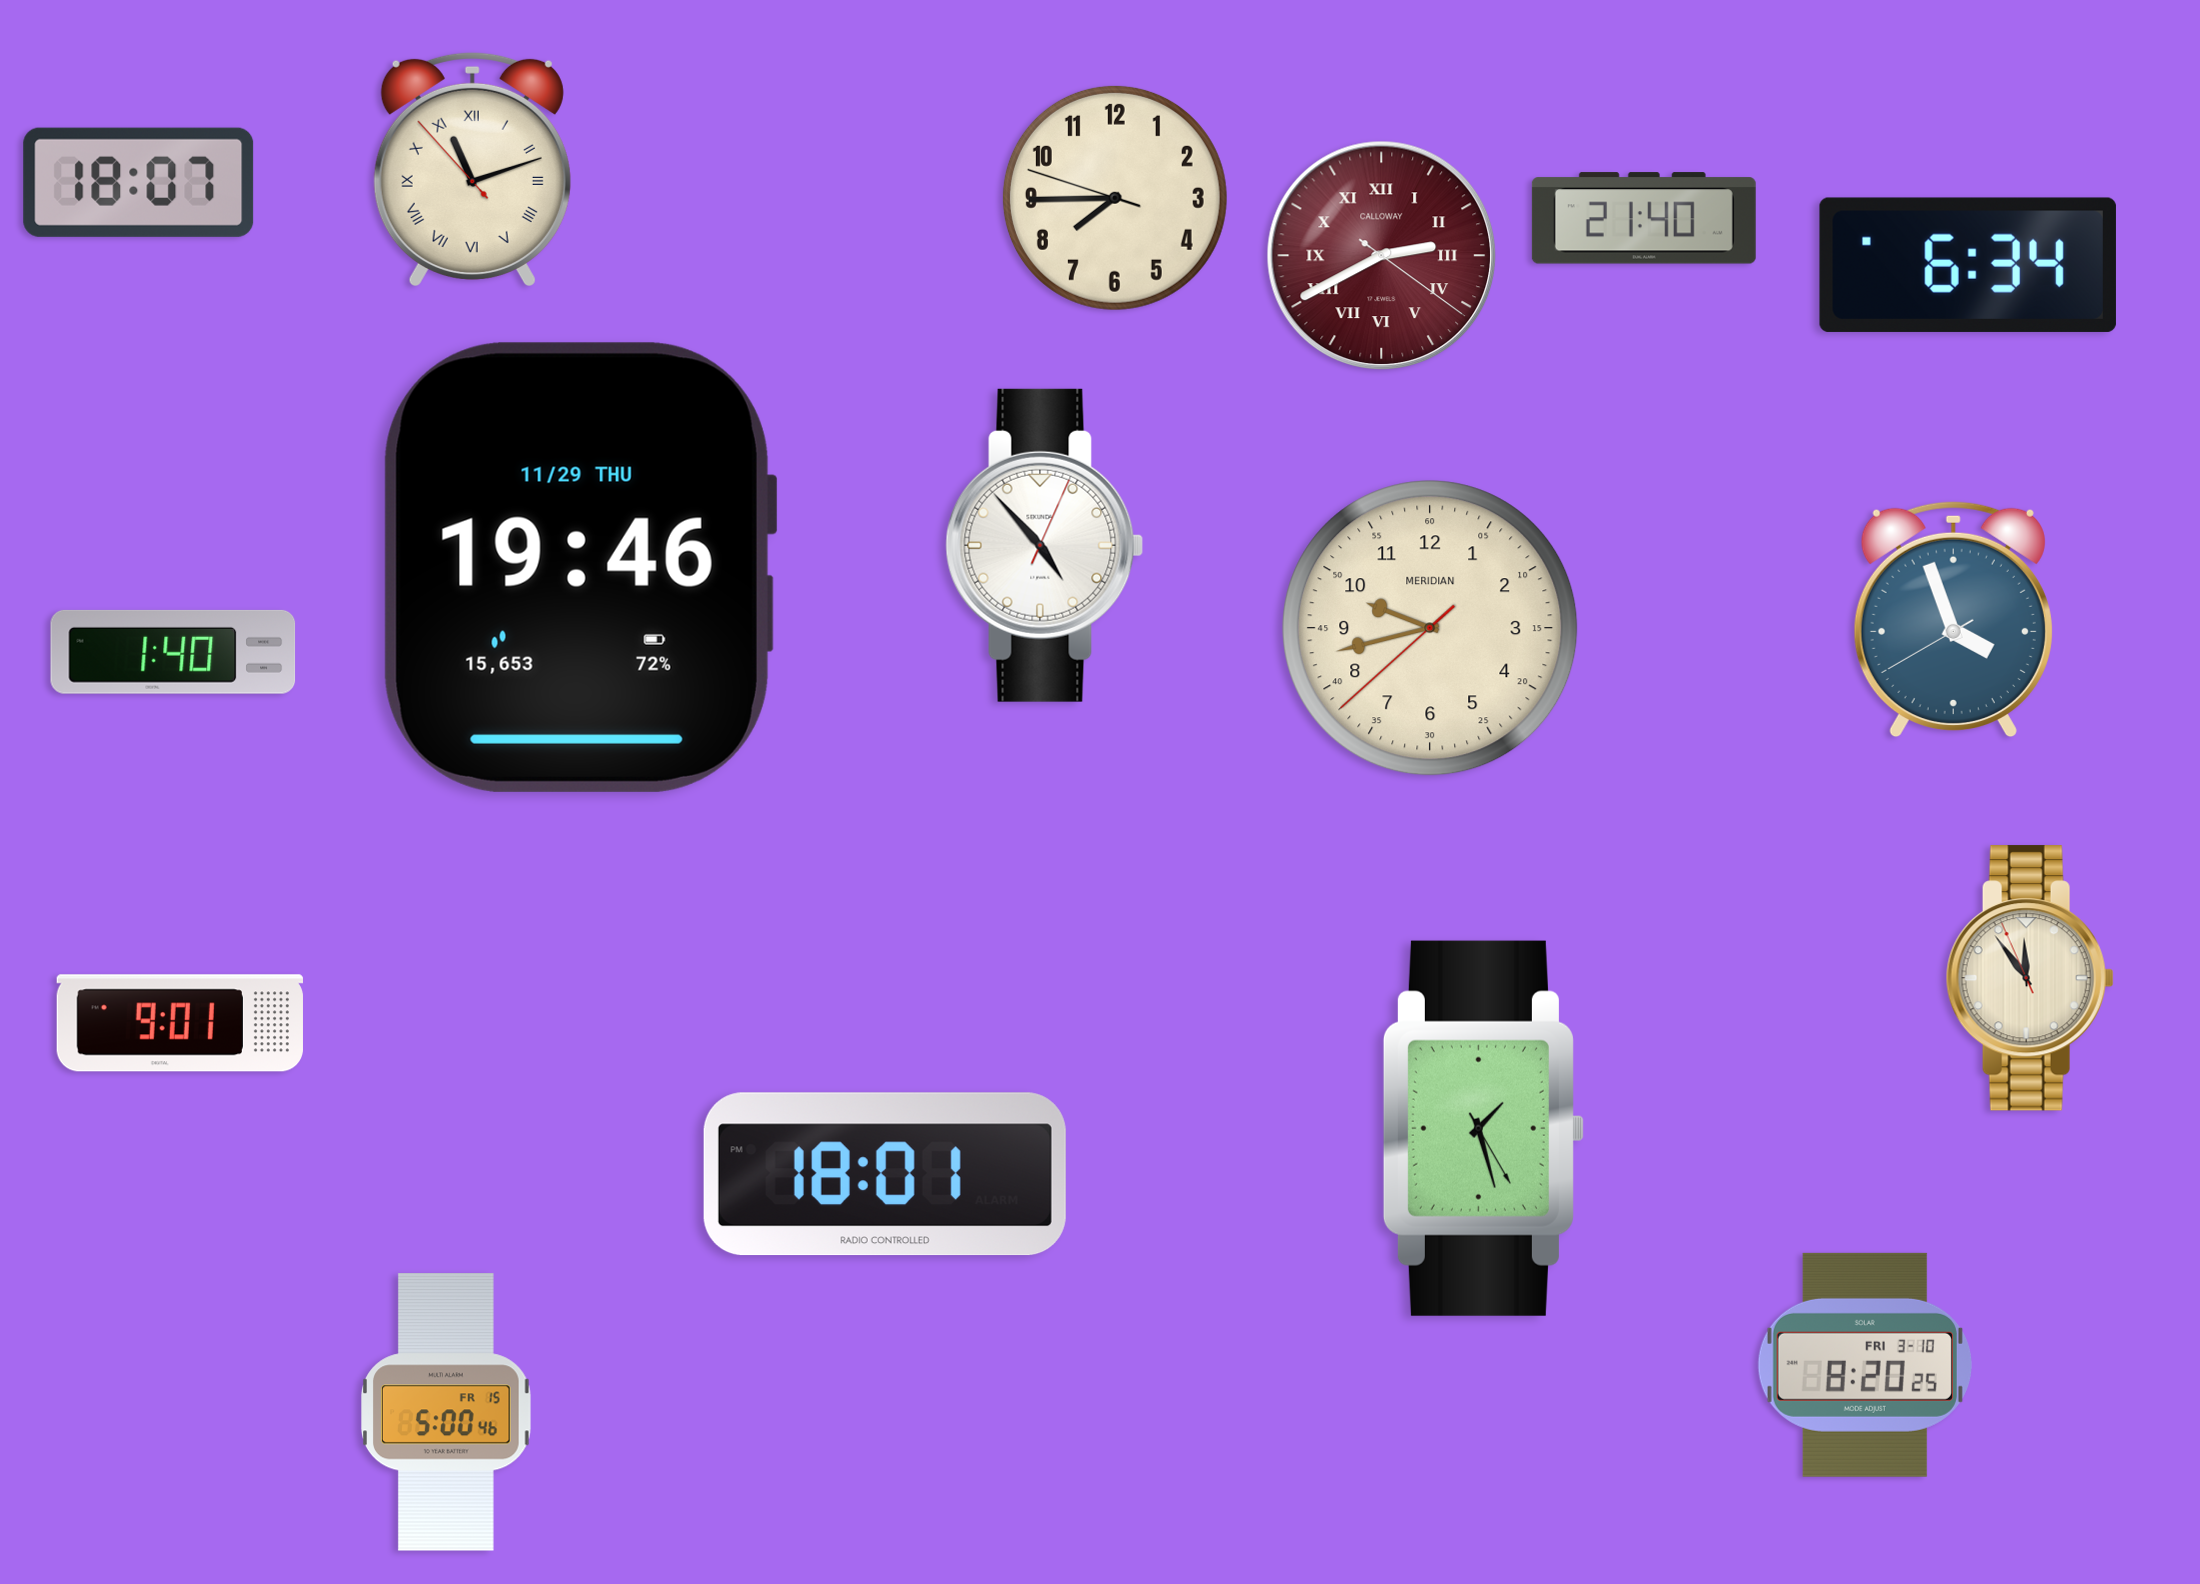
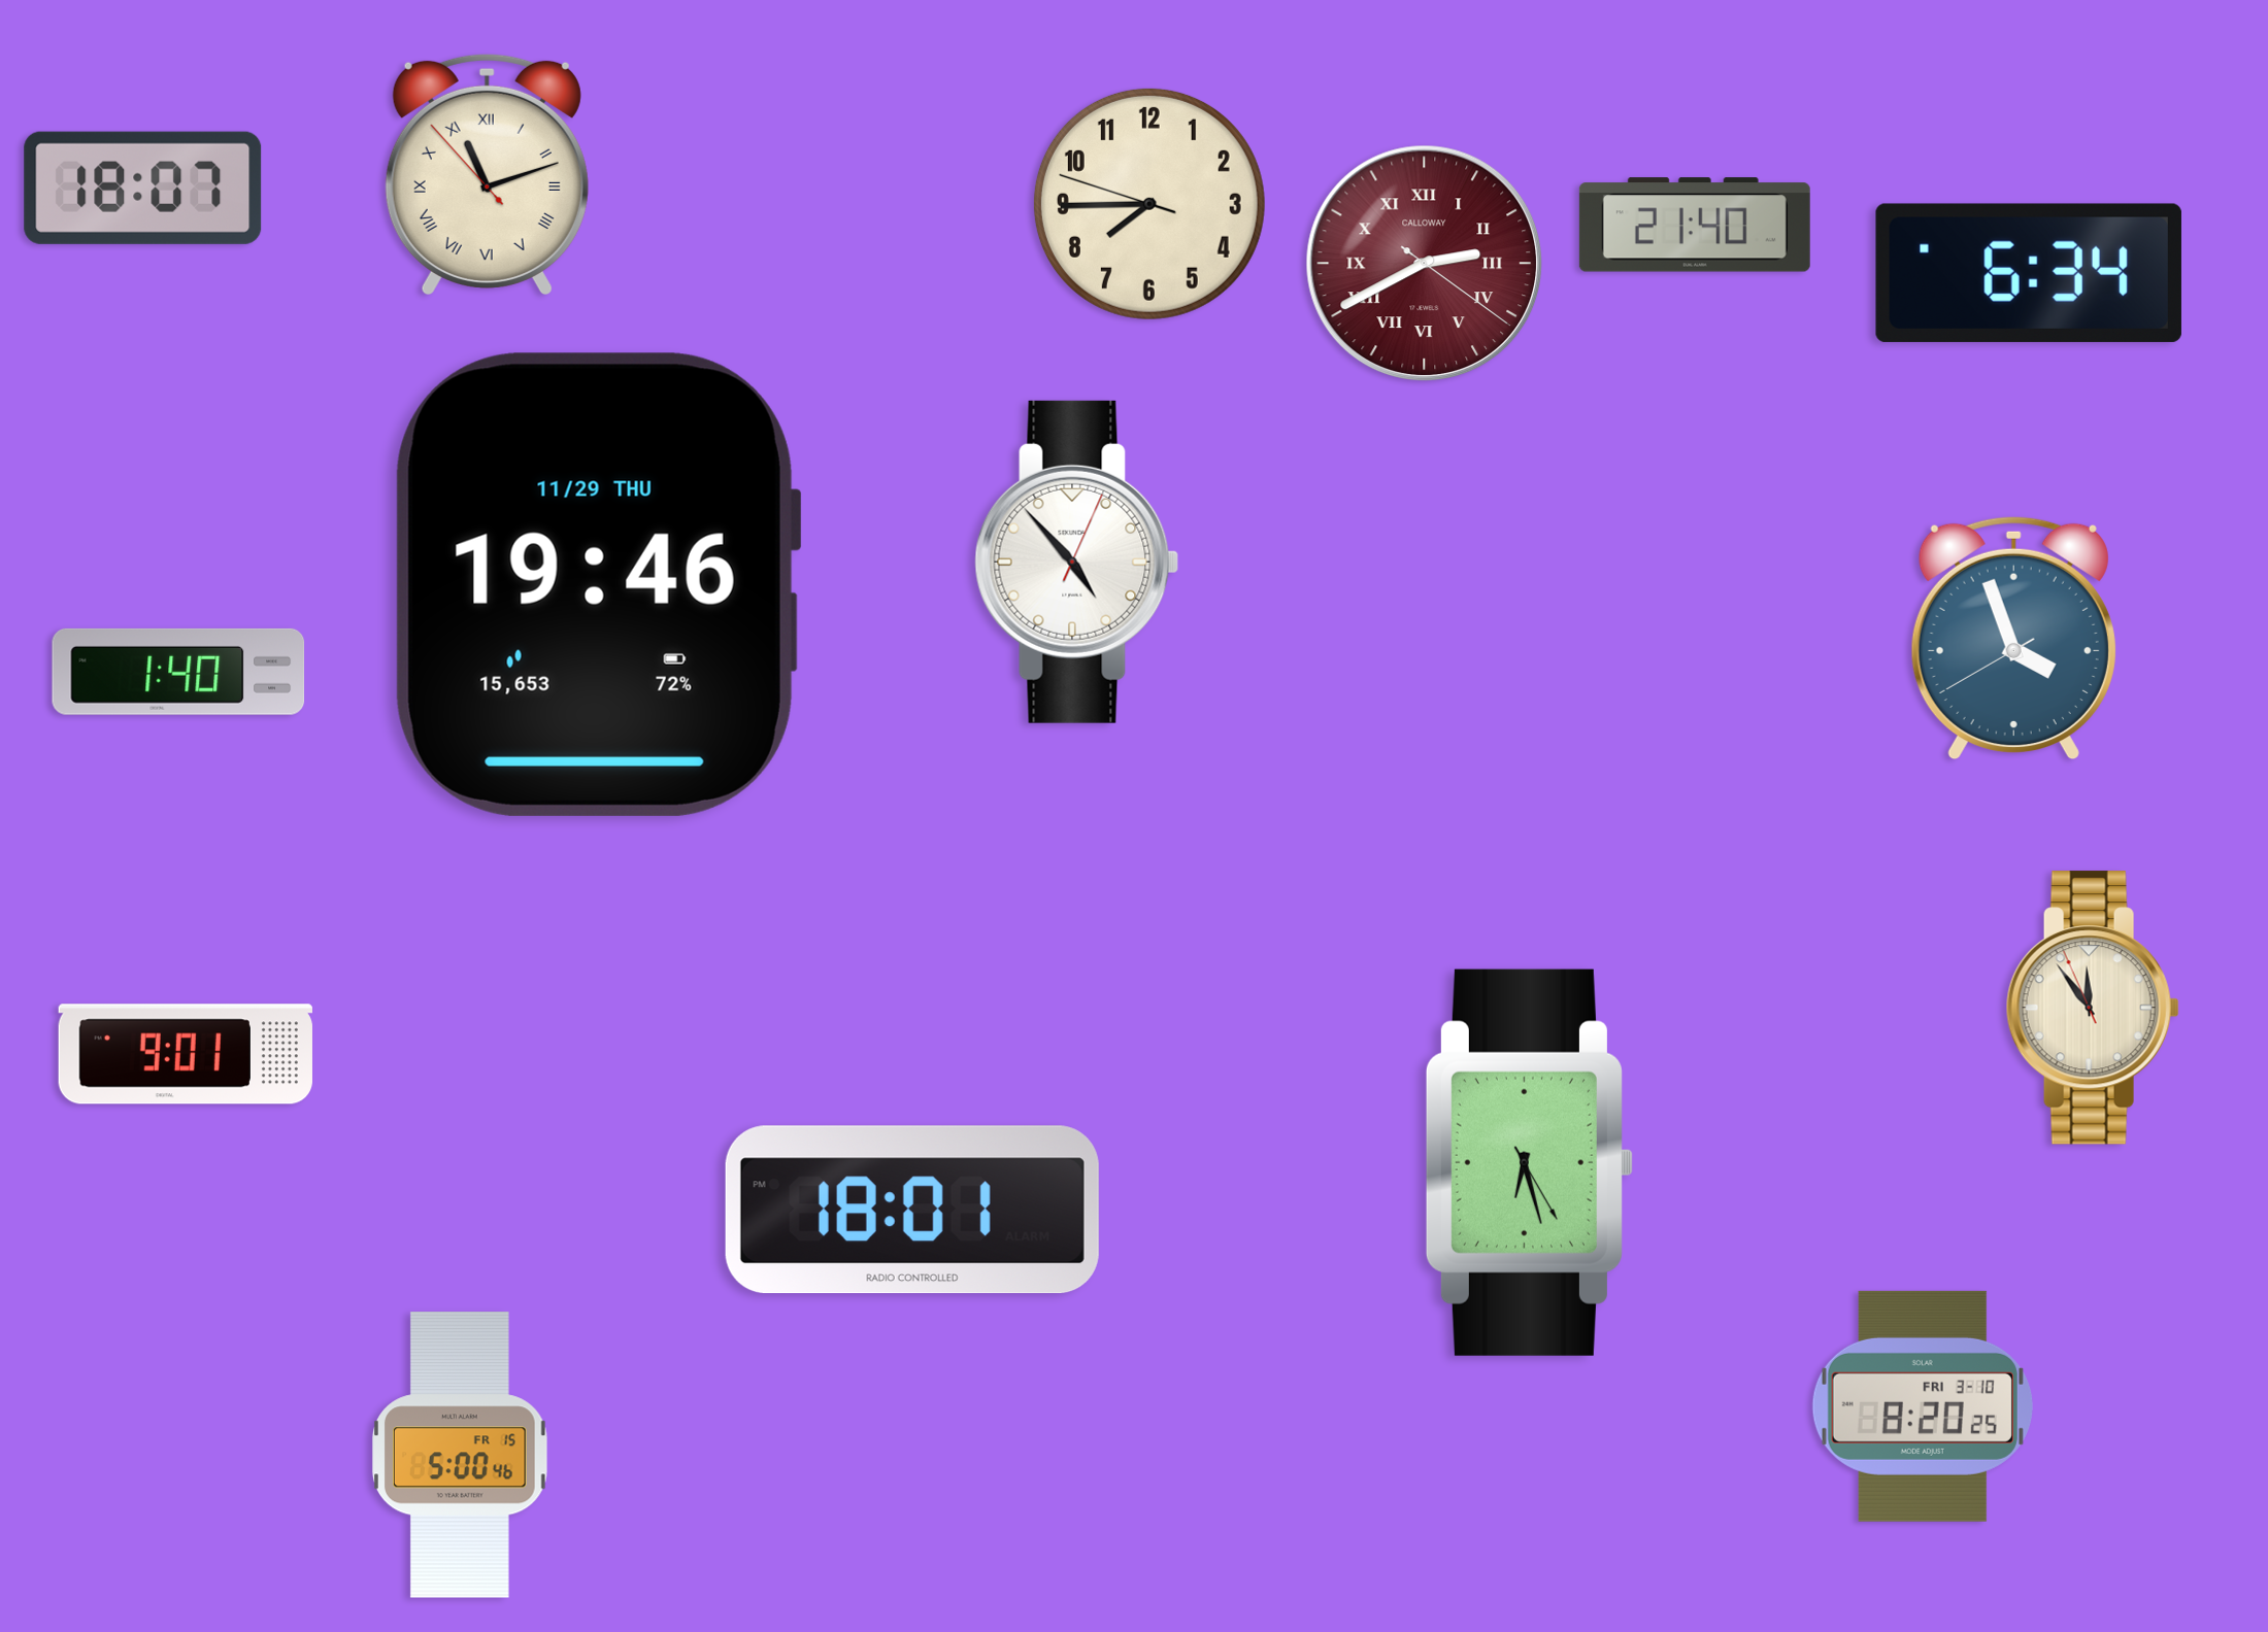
clock at (1430, 628): 9:42 -> none
clock at (1483, 1128): 1:27 -> 6:27
